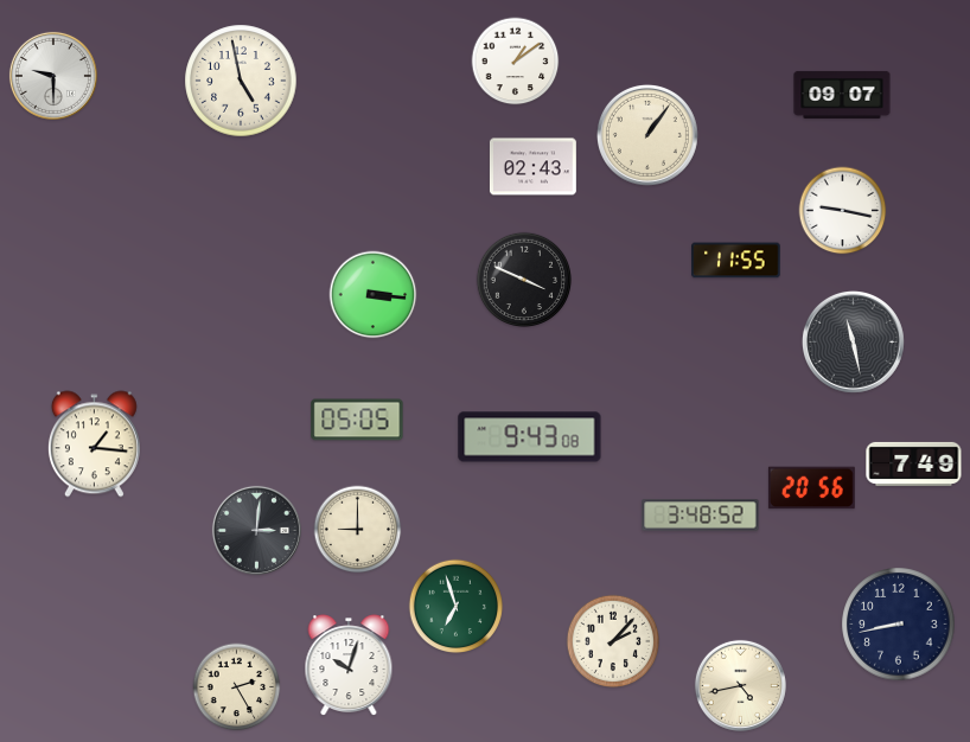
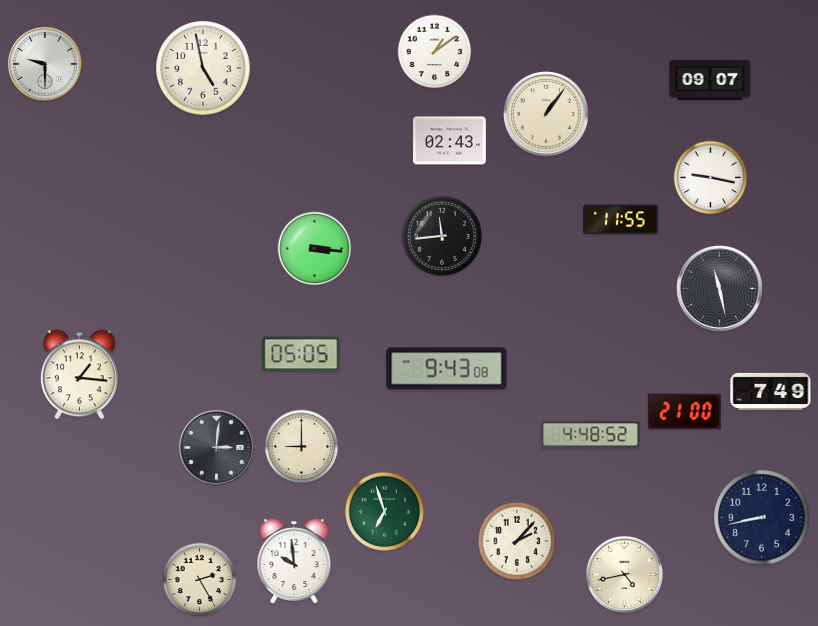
clock at (523, 279): 3:49 -> 11:44
clock at (811, 488): 20:56 -> 21:00
clock at (701, 516): 3:48 -> 4:48
clock at (899, 625) position: (899, 625) -> (762, 518)
clock at (349, 665): 10:03 -> 9:59
clock at (740, 685) position: (740, 685) -> (624, 574)
